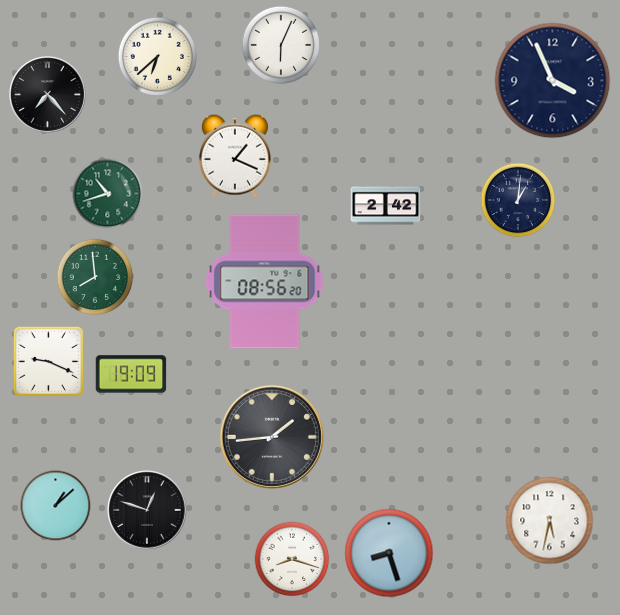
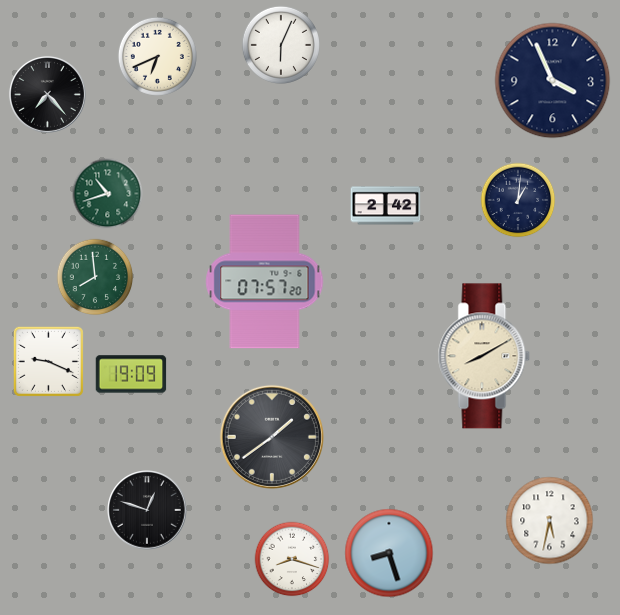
clock at (157, 56): 6:38 -> 6:41
clock at (235, 156): 1:19 -> none
clock at (265, 282): 08:56 -> 07:57
clock at (484, 356): none -> 8:10
clock at (272, 437): 1:44 -> 1:39
clock at (56, 506): 1:08 -> none
